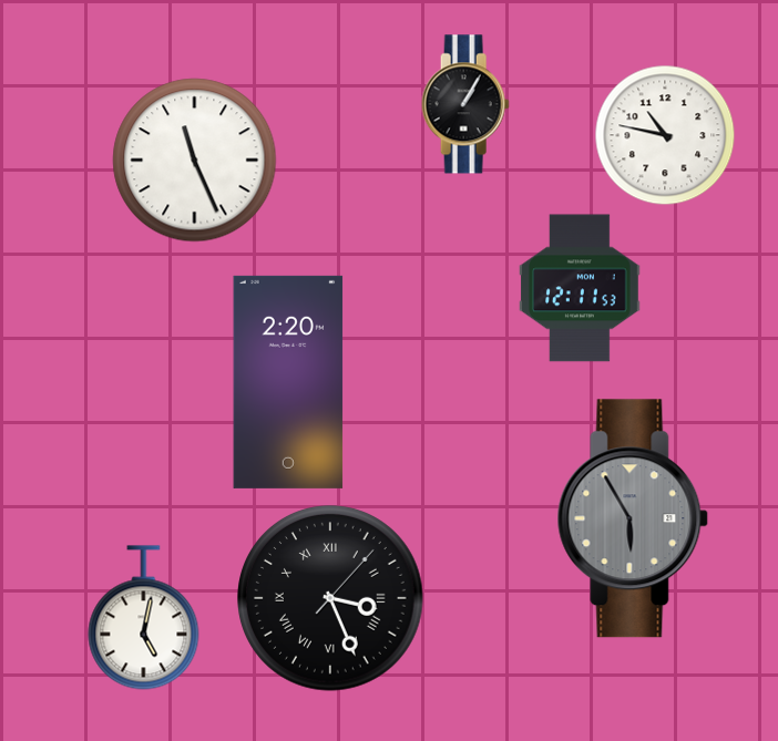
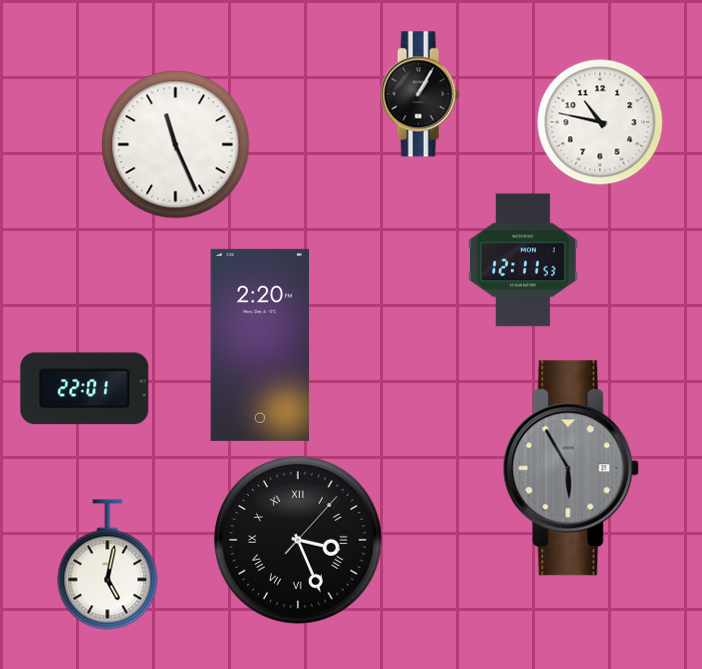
clock at (85, 389): none -> 22:01
clock at (144, 618) position: (144, 618) -> (108, 565)
